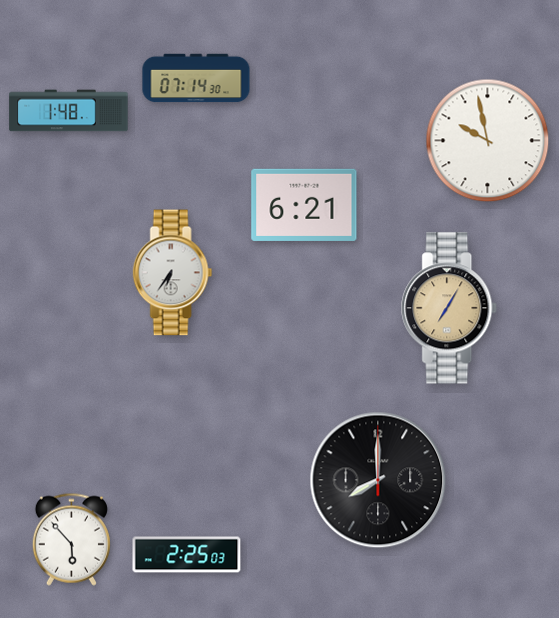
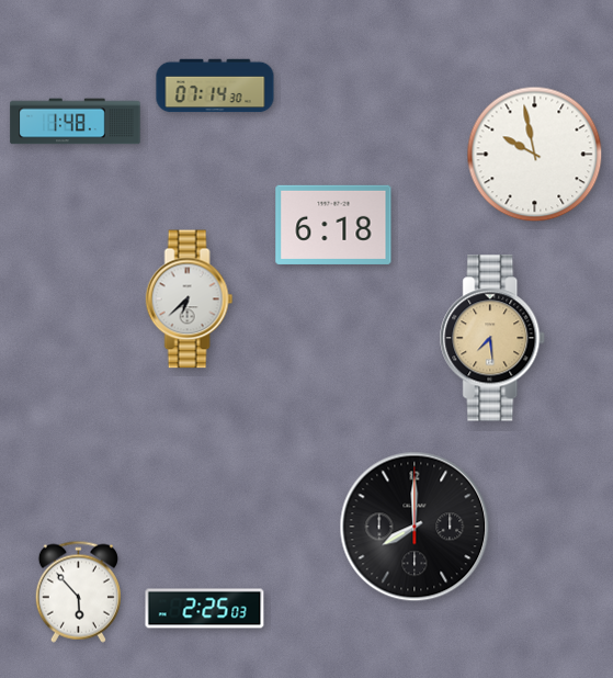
clock at (304, 205): 6:21 -> 6:18
clock at (173, 273): 6:36 -> 6:38
clock at (450, 308): 7:05 -> 7:29
